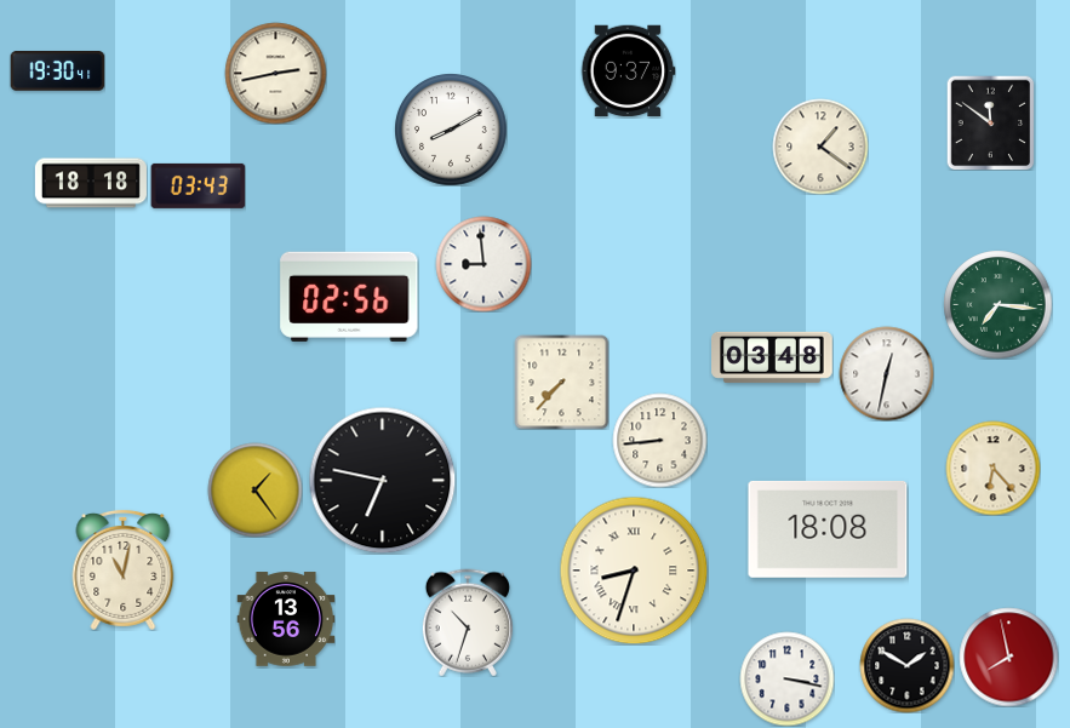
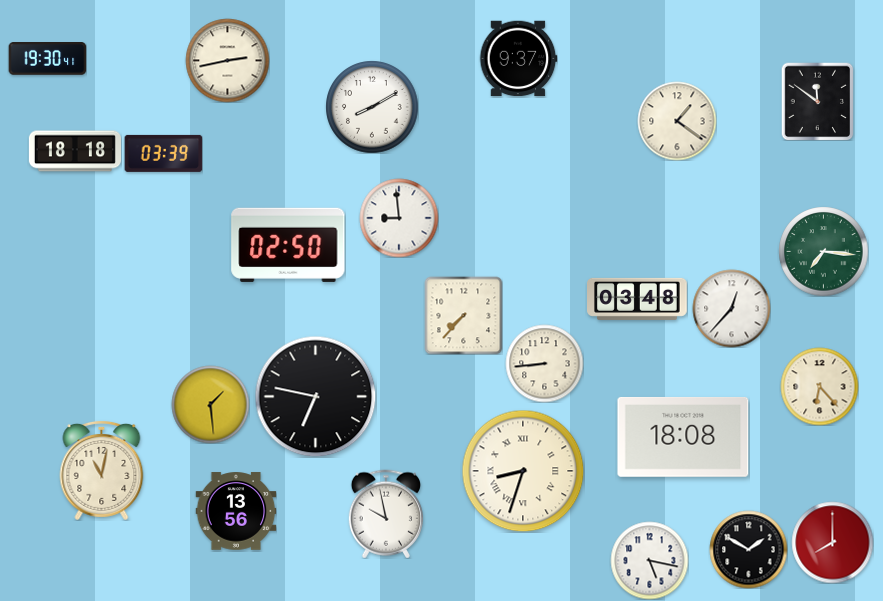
clock at (198, 185): 03:43 -> 03:39
clock at (349, 297): 02:56 -> 02:50
clock at (773, 357) position: (773, 357) -> (638, 299)
clock at (886, 373): 12:32 -> 12:37
clock at (254, 489): 1:24 -> 1:29
clock at (468, 623): 10:33 -> 9:58
clock at (1008, 657): 7:58 -> 8:00
clock at (786, 678): 3:17 -> 5:17
